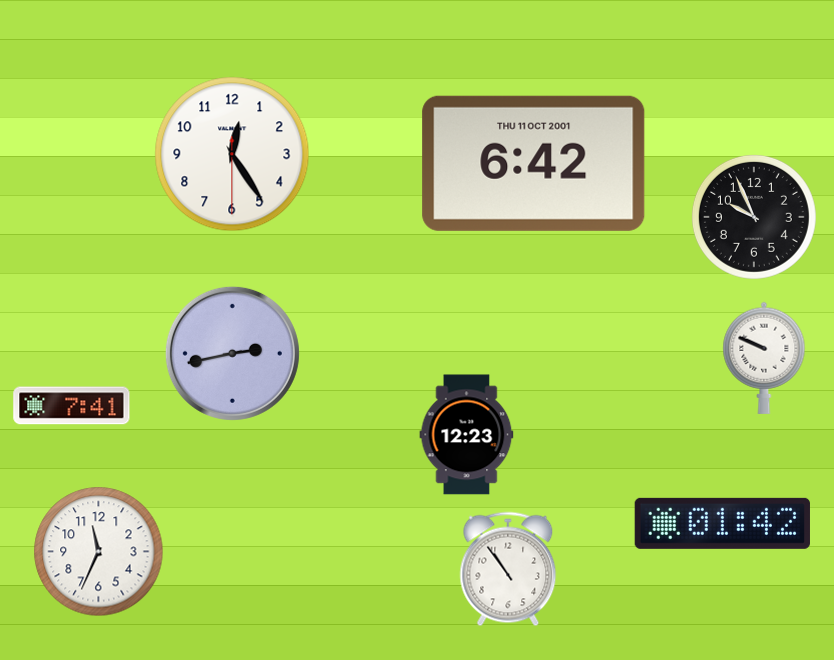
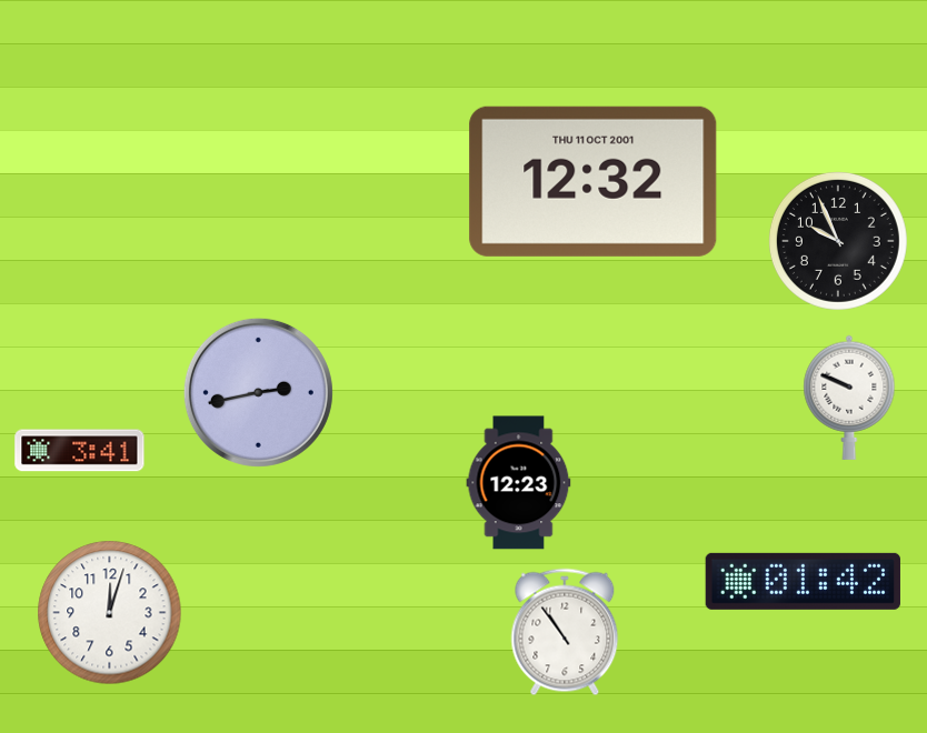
clock at (232, 154): 12:24 -> none
clock at (534, 163): 6:42 -> 12:32
clock at (72, 406): 7:41 -> 3:41
clock at (99, 552): 11:34 -> 12:03
